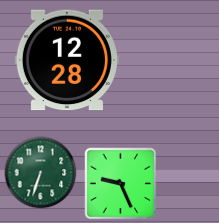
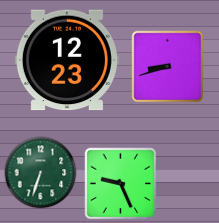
clock at (67, 60): 12:28 -> 12:23
clock at (168, 67): none -> 8:42
